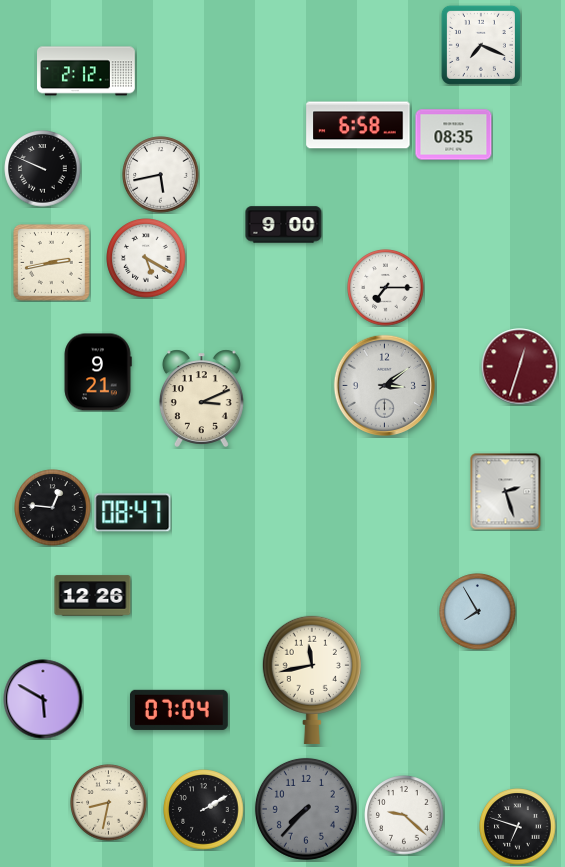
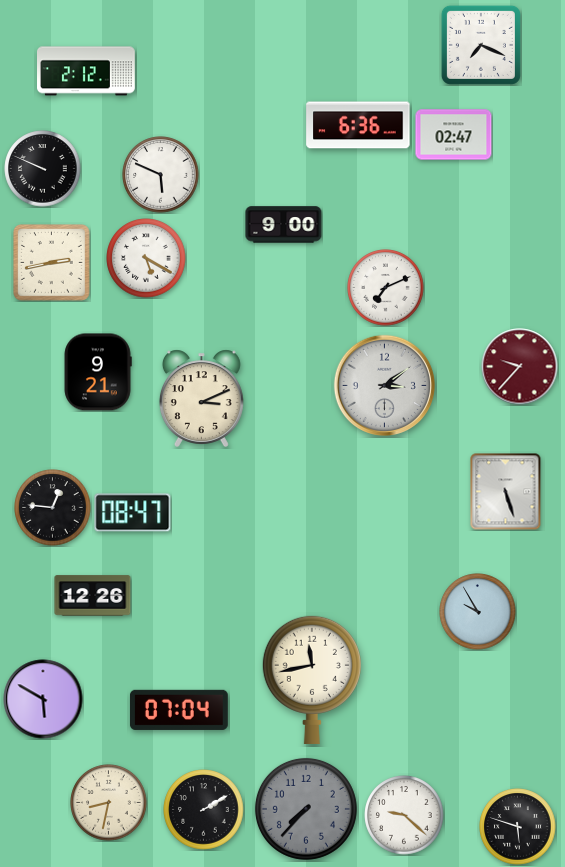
clock at (358, 125): 6:58 -> 6:36
clock at (454, 135): 08:35 -> 02:47
clock at (161, 175): 5:43 -> 5:49
clock at (386, 288): 7:15 -> 7:11
clock at (520, 367): 12:33 -> 9:37
clock at (506, 492): 2:27 -> 5:27
clock at (478, 612): 7:55 -> 9:55
clock at (518, 827): 6:48 -> 5:48
